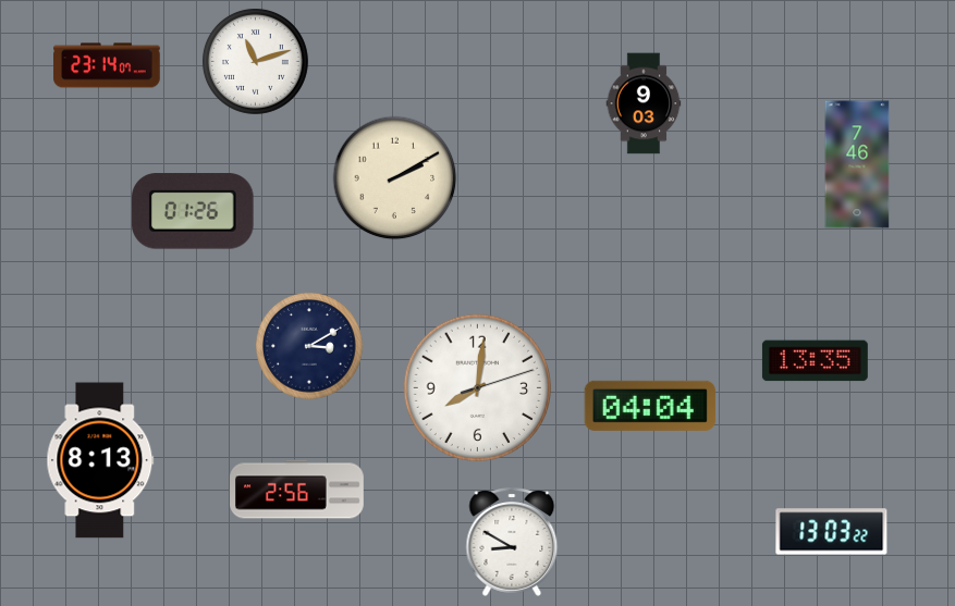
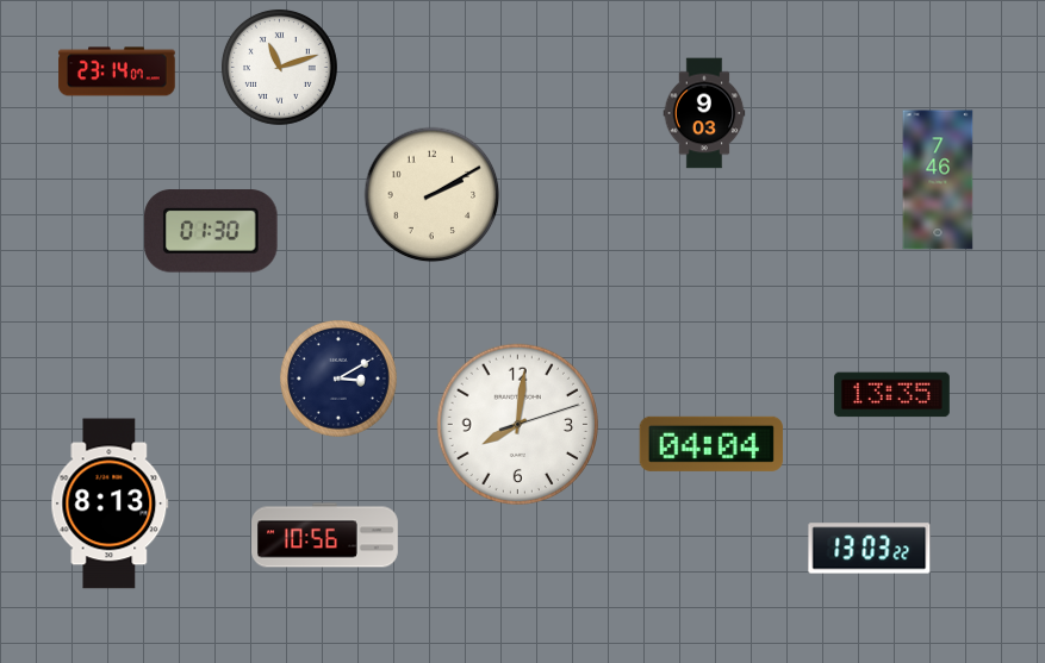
clock at (193, 211): 01:26 -> 01:30
clock at (477, 387) position: (477, 387) -> (517, 424)
clock at (297, 490): 2:56 -> 10:56
clock at (832, 532) position: (832, 532) -> (870, 549)
clock at (512, 542): 8:50 -> none
